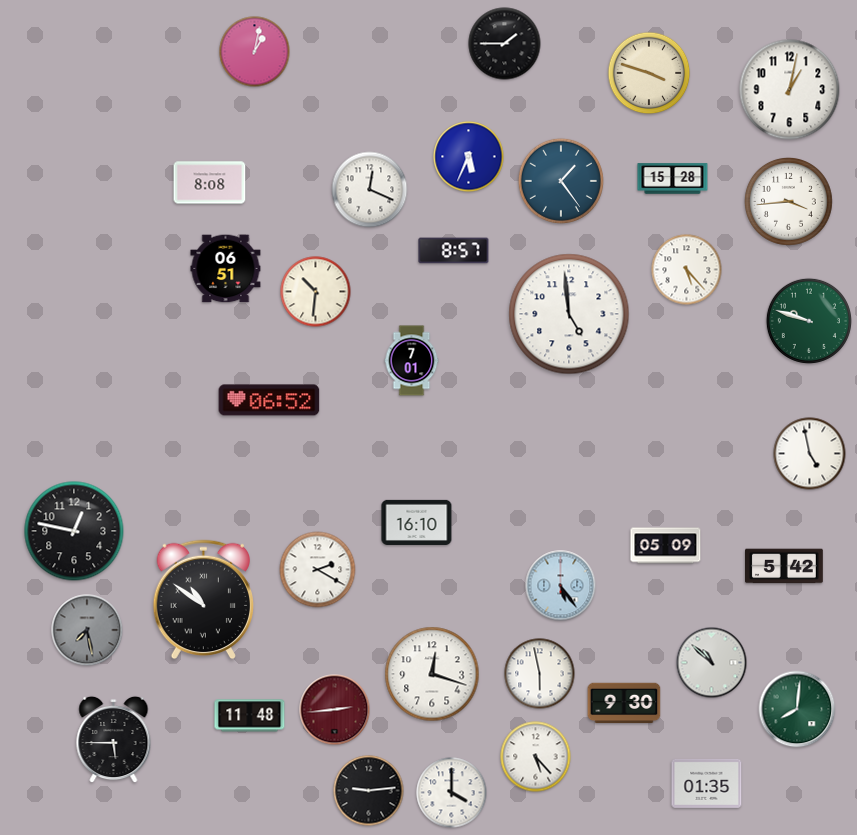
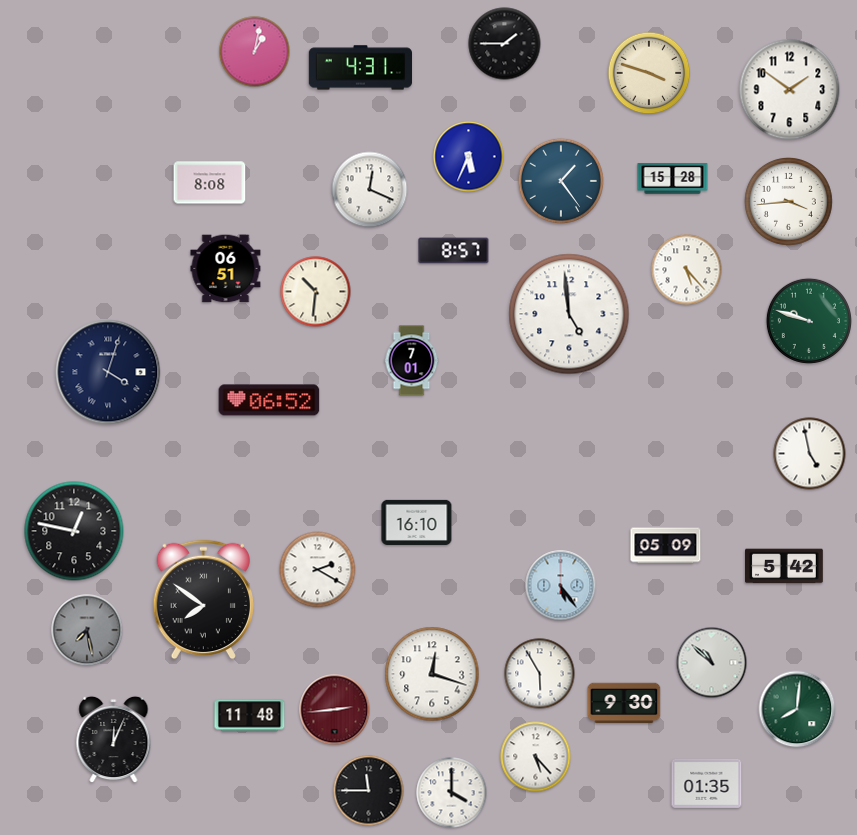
clock at (360, 68): none -> 4:31
clock at (790, 90): 1:02 -> 1:51
clock at (108, 372): none -> 4:03
clock at (203, 600): 10:51 -> 7:51
clock at (540, 674): 5:58 -> 5:55
clock at (114, 740): 5:45 -> 12:04
clock at (369, 791): 9:14 -> 11:45
